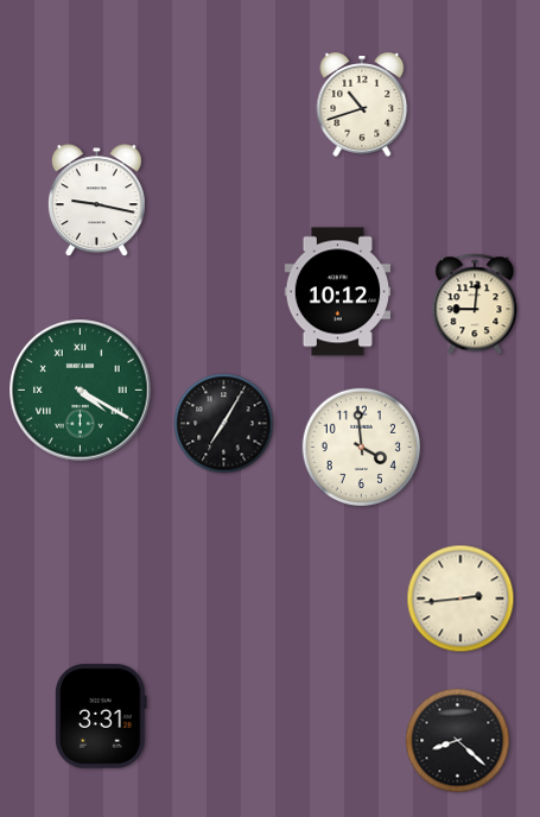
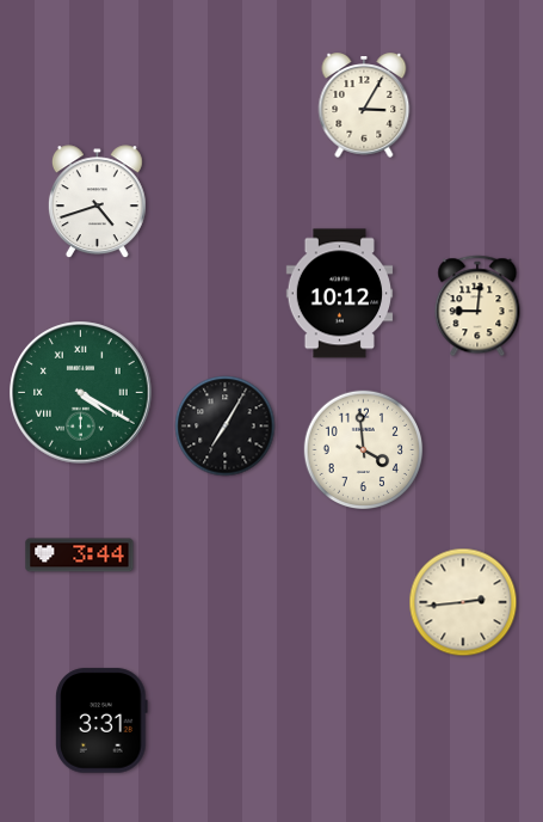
clock at (362, 104): 10:42 -> 3:05
clock at (96, 201): 9:17 -> 4:42
clock at (80, 556): none -> 3:44
clock at (458, 741): 8:22 -> none
